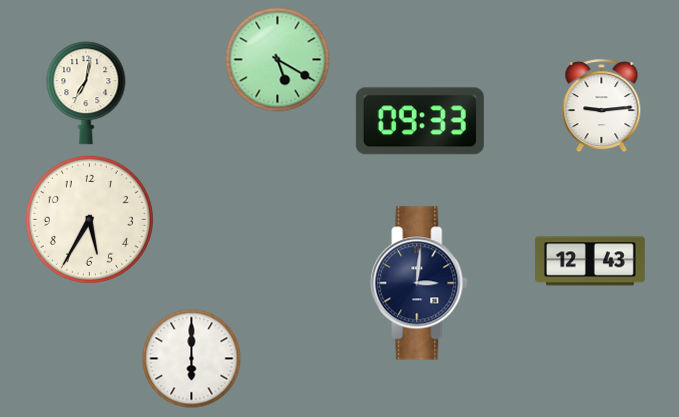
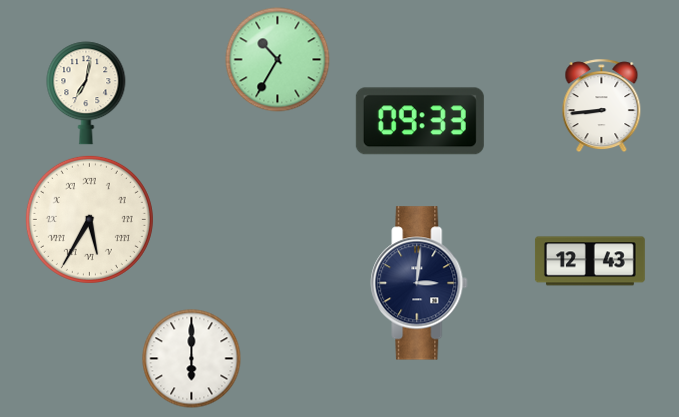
clock at (278, 60): 5:20 -> 10:35
clock at (602, 106): 9:14 -> 8:44
clock at (89, 219) numerals: Arabic -> Roman
